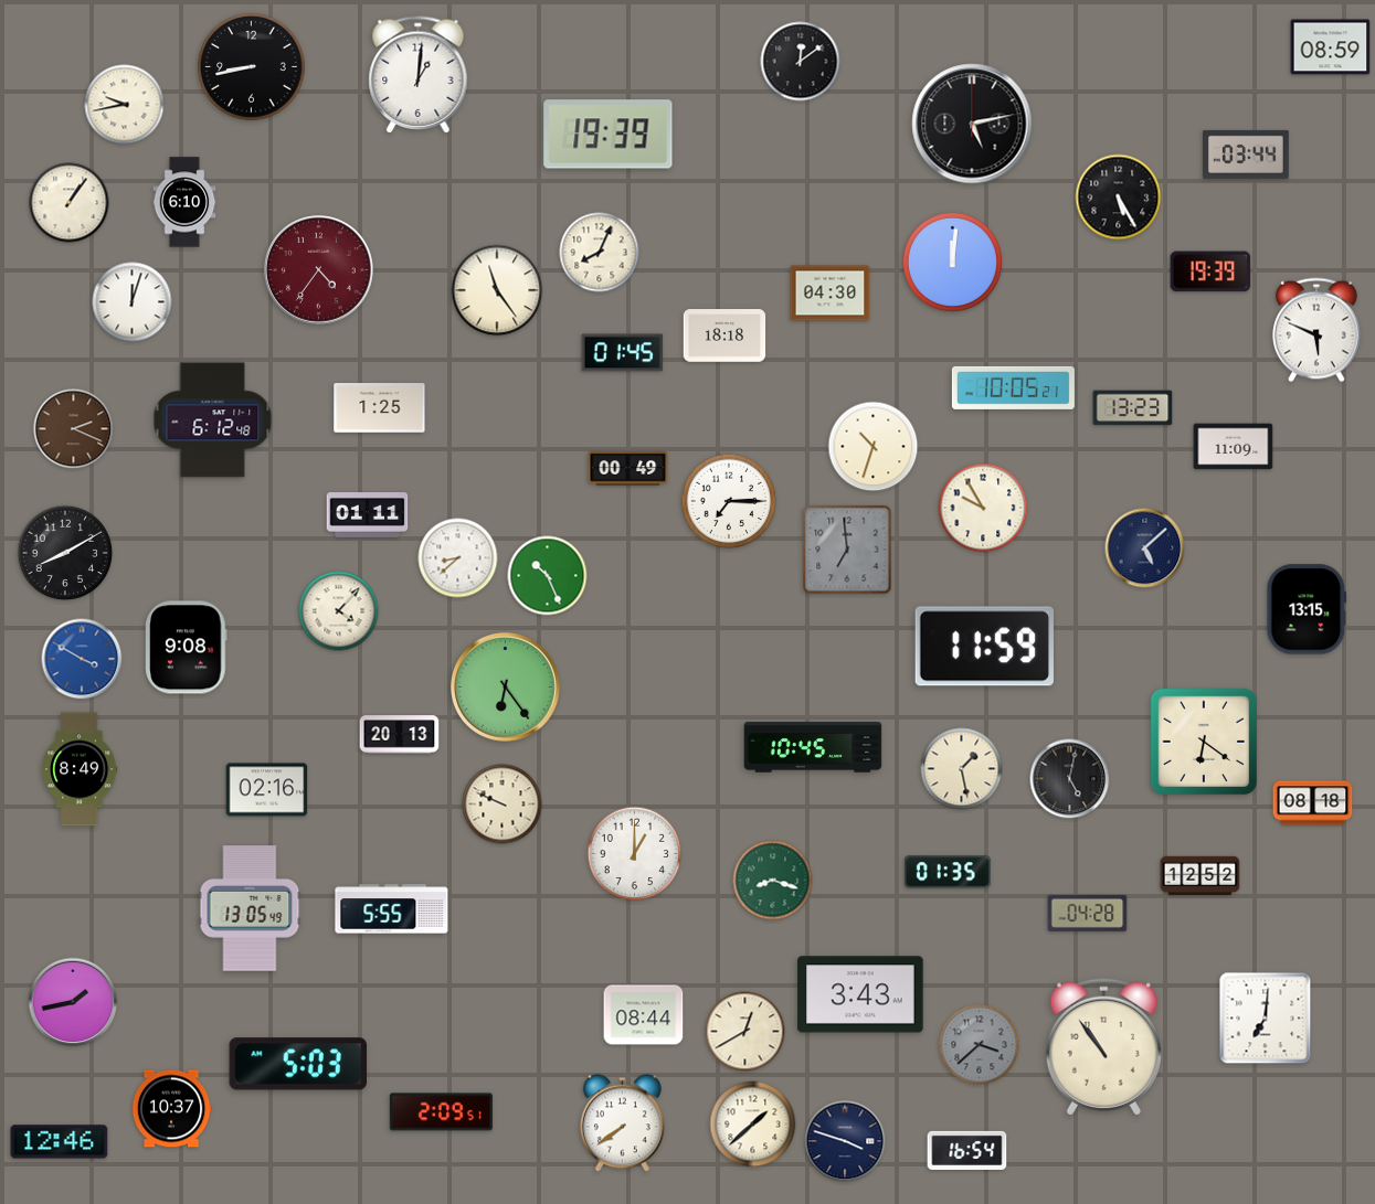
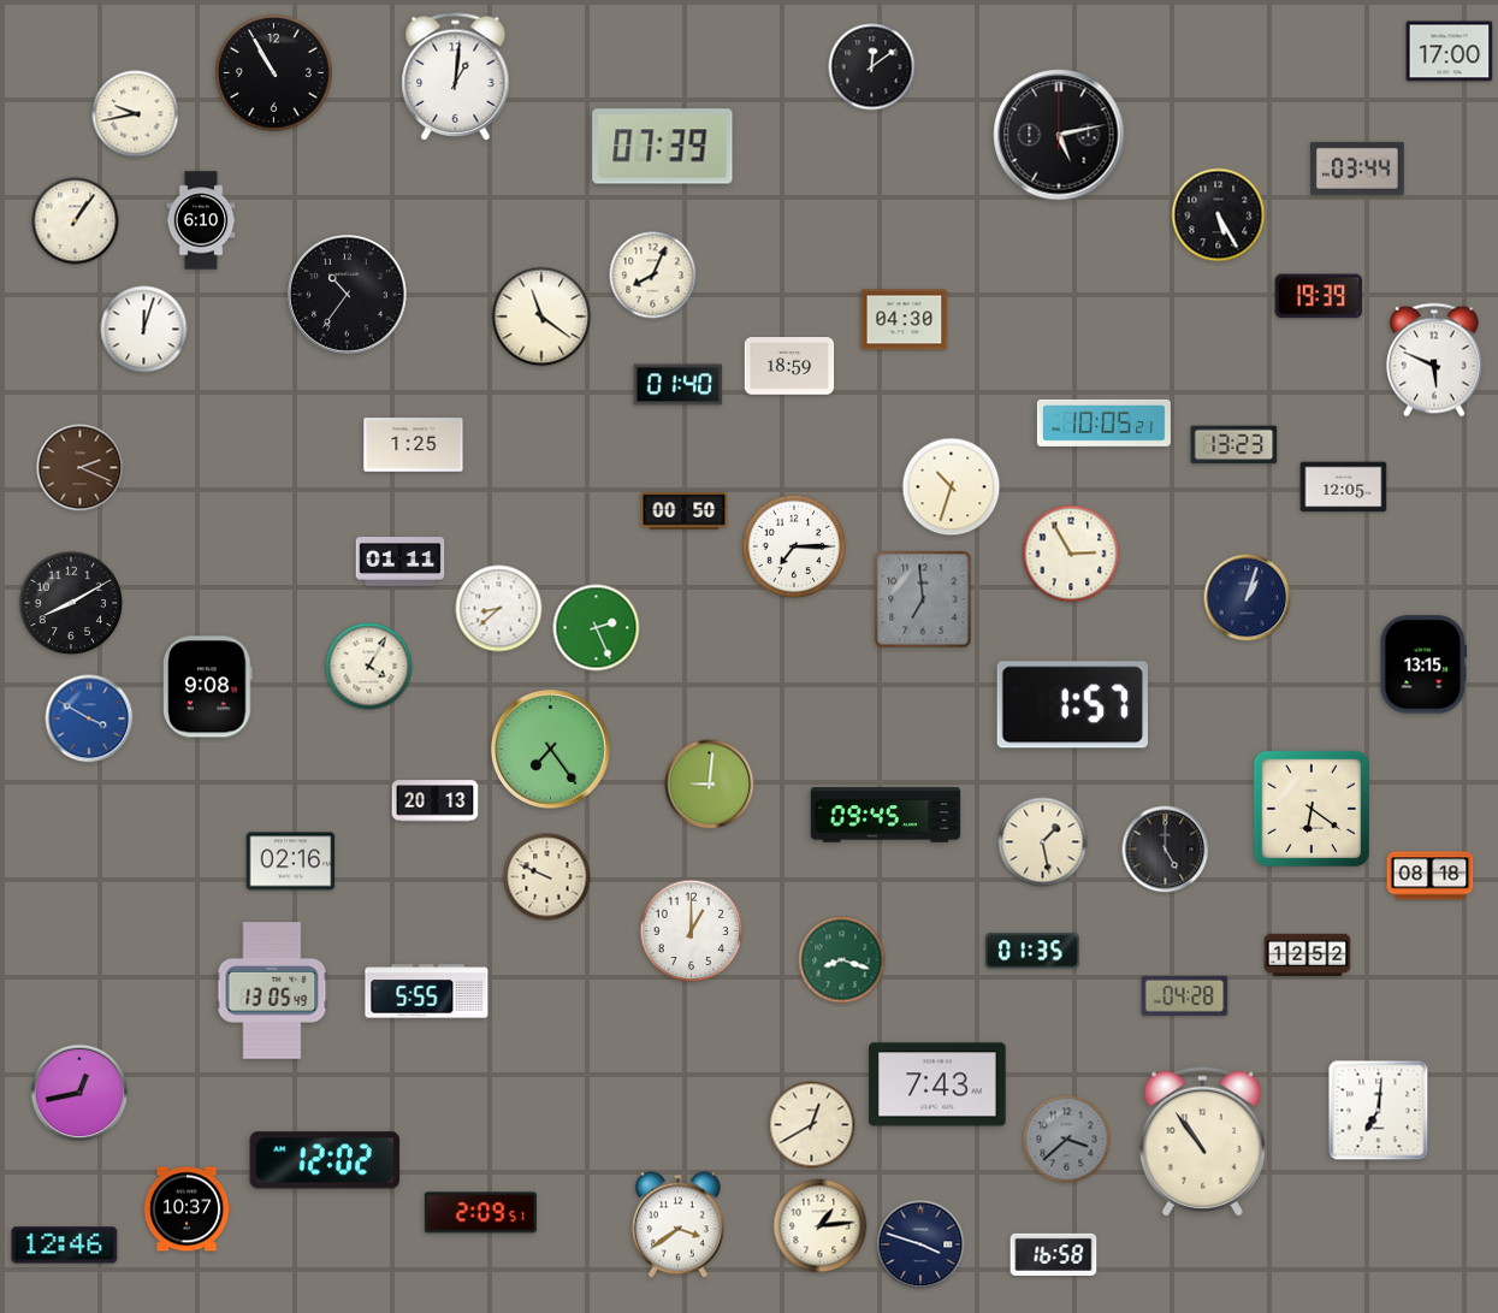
clock at (1331, 47): 08:59 -> 17:00
clock at (252, 67): 8:43 -> 10:55
clock at (419, 75) position: (419, 75) -> (456, 77)
clock at (609, 135): 19:39 -> 07:39
clock at (952, 262): 12:01 -> none
clock at (319, 270): 4:36 -> 10:36
clock at (319, 270) dial: burgundy -> black
clock at (497, 290): 11:24 -> 11:21
clock at (724, 335): 18:18 -> 18:59
clock at (623, 353): 01:45 -> 01:40
clock at (213, 420): 6:12 -> none
clock at (1234, 447): 11:09 -> 12:05
clock at (628, 469): 00:49 -> 00:50
clock at (983, 508): 9:55 -> 2:55
clock at (1145, 548): 5:08 -> 1:03
clock at (548, 576): 10:26 -> 2:26
clock at (339, 611): 4:07 -> 4:05
clock at (984, 647): 11:59 -> 1:57
clock at (187, 648) position: (187, 648) -> (208, 687)
clock at (506, 688): 6:24 -> 7:24
clock at (710, 785): none -> 9:01
clock at (813, 747): 10:45 -> 09:45
clock at (80, 769): 8:49 -> none
clock at (962, 769) position: (962, 769) -> (1043, 842)
clock at (1070, 779): 5:02 -> 5:00
clock at (860, 994): 3:43 -> 7:43
clock at (73, 1002): 1:43 -> 12:43
clock at (644, 1015): 08:44 -> none
clock at (297, 1064): 5:03 -> 12:02
clock at (622, 1123): 7:39 -> 3:39
clock at (753, 1125): 1:38 -> 1:14
clock at (967, 1150): 16:54 -> 16:58
